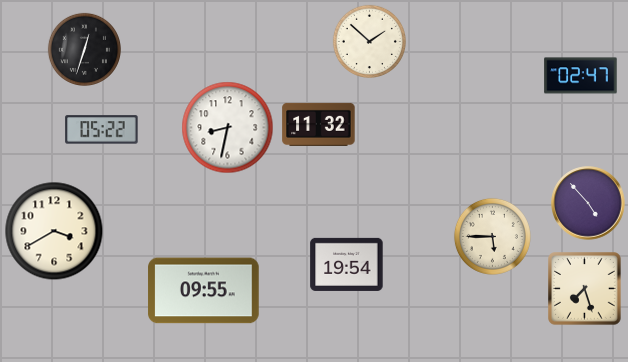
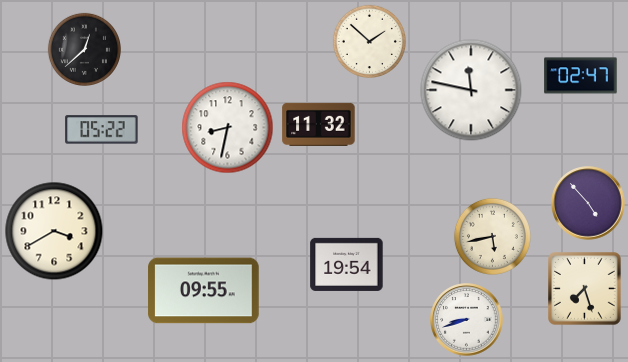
clock at (84, 49): 12:33 -> 12:38
clock at (471, 90): none -> 11:47
clock at (492, 236): 5:45 -> 5:43
clock at (467, 320): none -> 8:42
